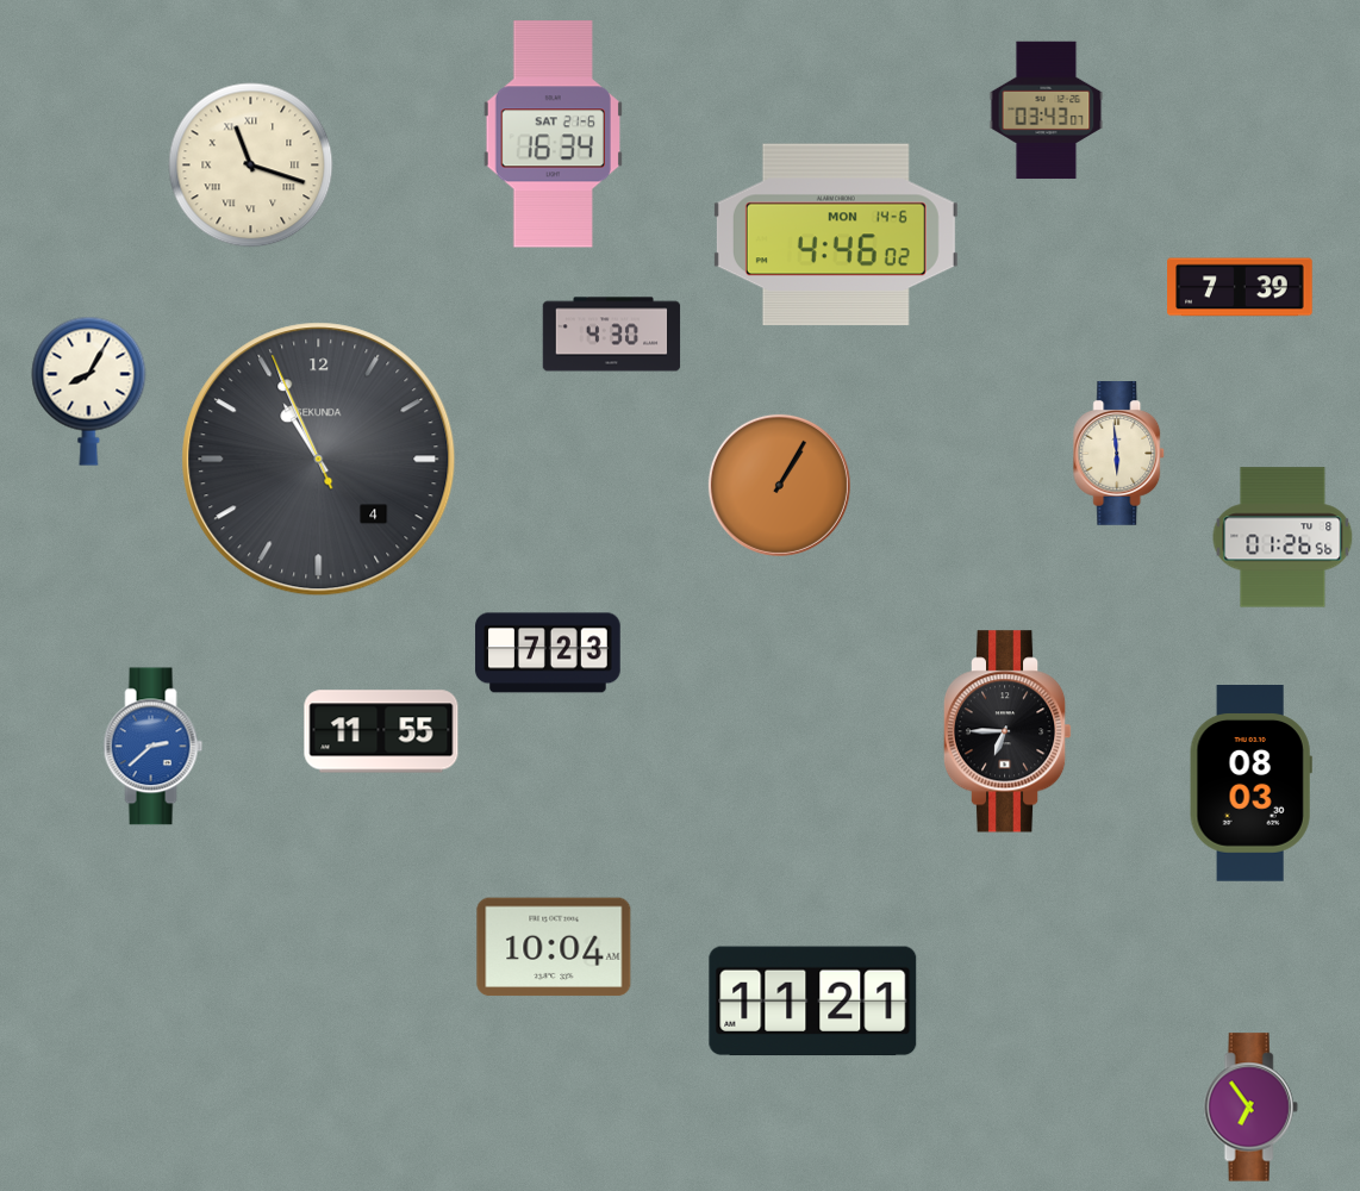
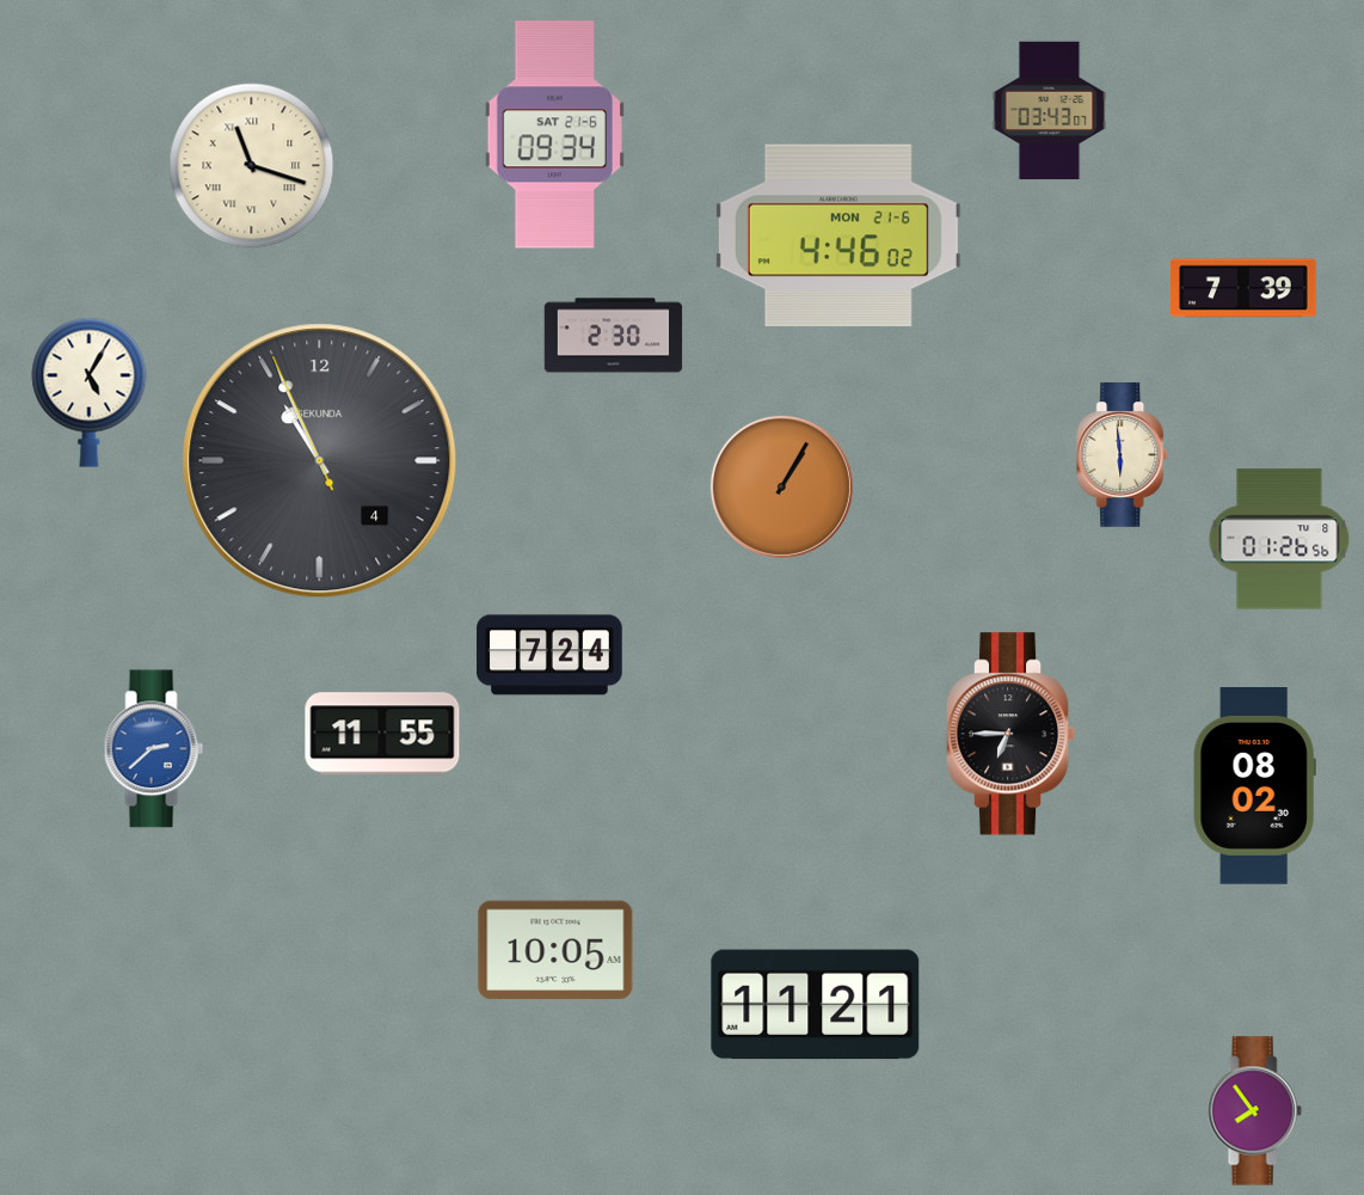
clock at (553, 135): 16:34 -> 09:34
clock at (836, 235) date: MON 14-6 -> MON 21-6
clock at (612, 335): 4:30 -> 2:30
clock at (89, 391): 8:05 -> 5:05
clock at (1283, 537) position: (1283, 537) -> (1279, 539)
clock at (548, 653): 7:23 -> 7:24
clock at (1250, 784): 08:03 -> 08:02
clock at (554, 947): 10:04 -> 10:05
clock at (1250, 1108): 6:54 -> 7:54
